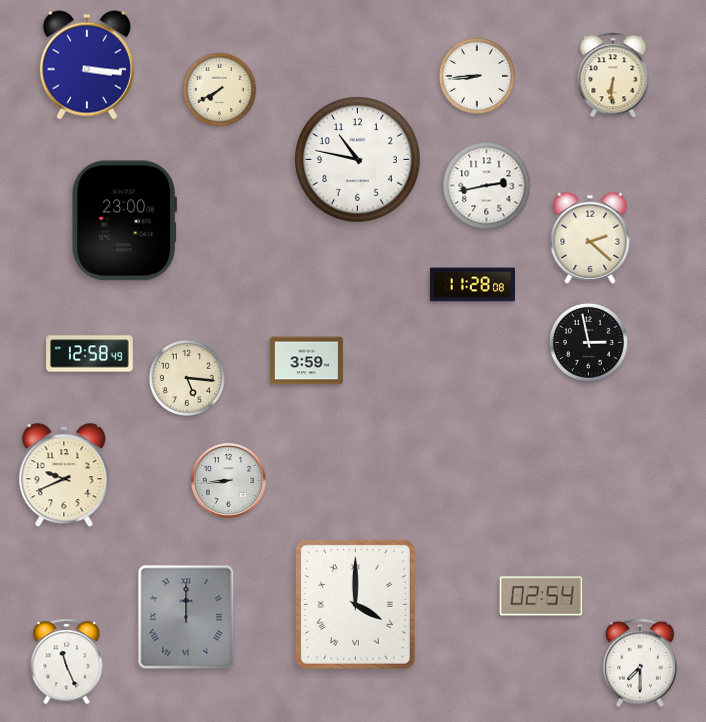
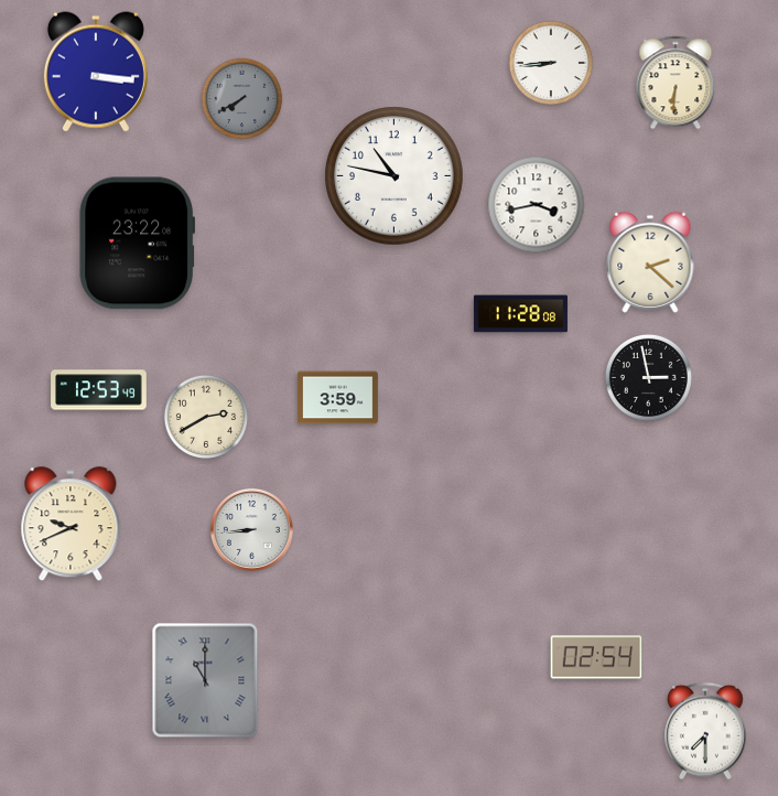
clock at (476, 75) position: (476, 75) -> (550, 62)
clock at (220, 90) dial: cream -> grey
clock at (487, 186): 2:43 -> 3:43
clock at (124, 221): 23:00 -> 23:22
clock at (90, 354): 12:58 -> 12:53
clock at (186, 377): 5:16 -> 2:40
clock at (355, 604): 4:00 -> none
clock at (186, 617): 12:00 -> 11:00
clock at (67, 662): 11:26 -> none
